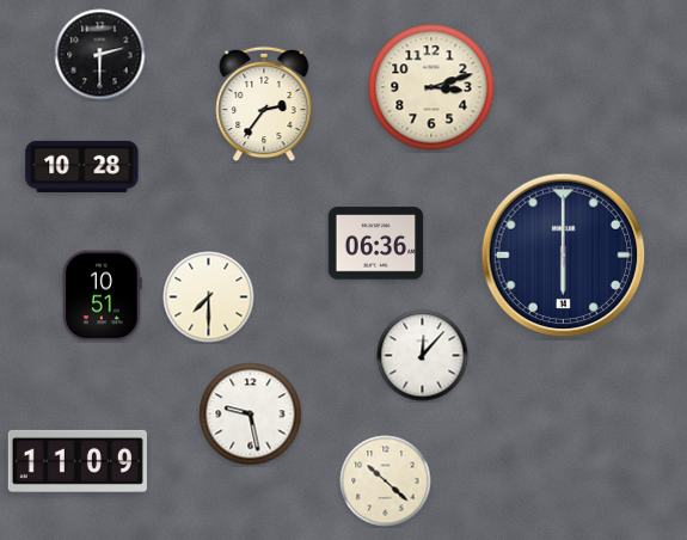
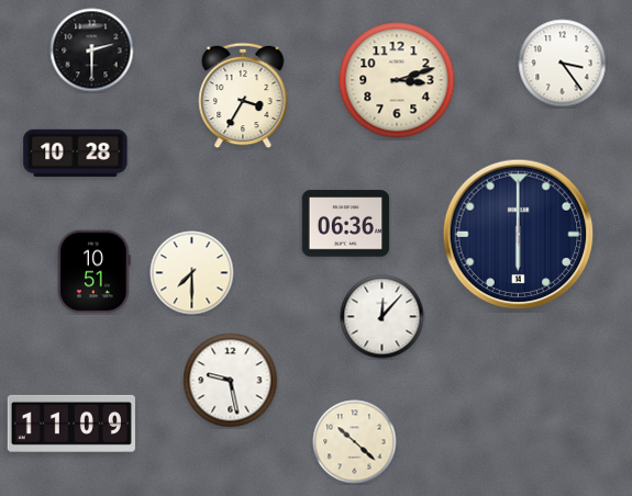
clock at (563, 64): none -> 3:24
clock at (264, 104): 2:36 -> 3:35
clock at (423, 356) position: (423, 356) -> (382, 317)
